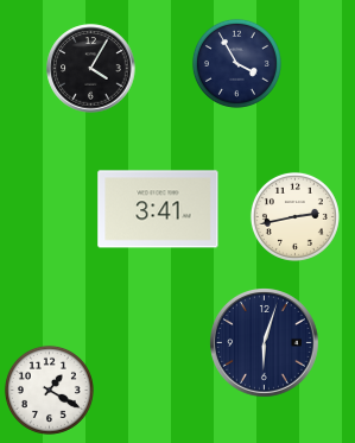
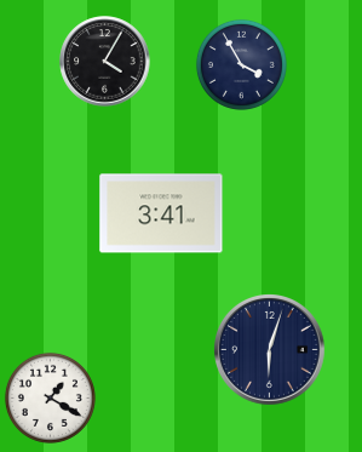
clock at (91, 69) position: (91, 69) -> (105, 62)
clock at (294, 216): 2:43 -> none
